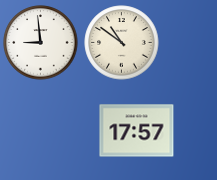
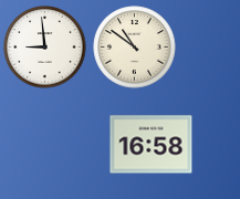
clock at (137, 131): 17:57 -> 16:58
